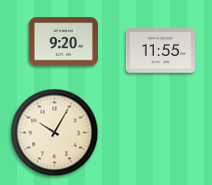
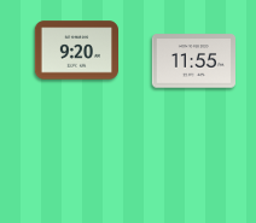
clock at (55, 133): 10:05 -> none
